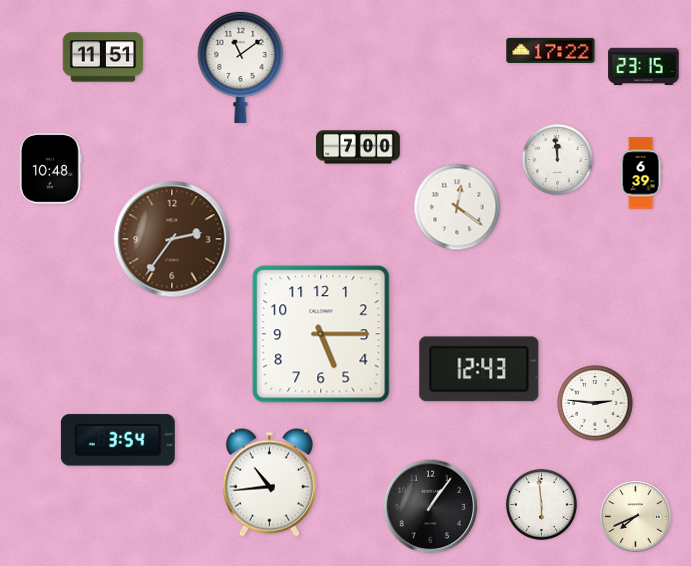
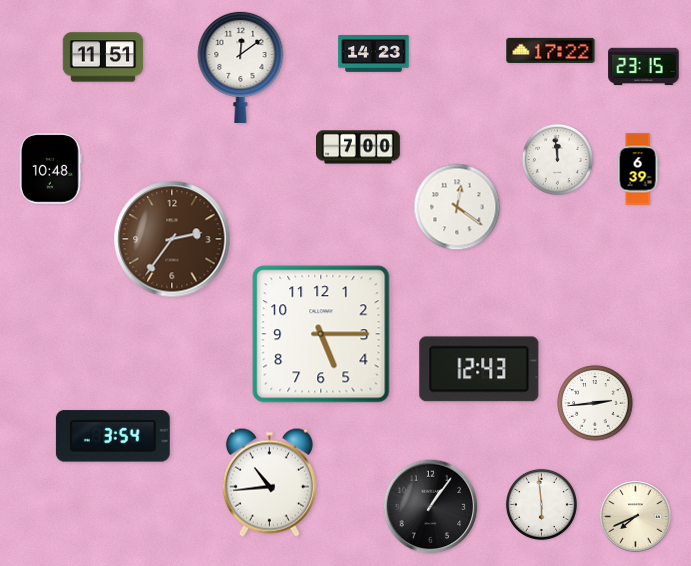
clock at (374, 54): none -> 14:23
clock at (241, 66): 11:09 -> 12:09
clock at (641, 173) position: (641, 173) -> (638, 169)
clock at (595, 403): 2:46 -> 2:44
clock at (118, 440) position: (118, 440) -> (113, 436)
